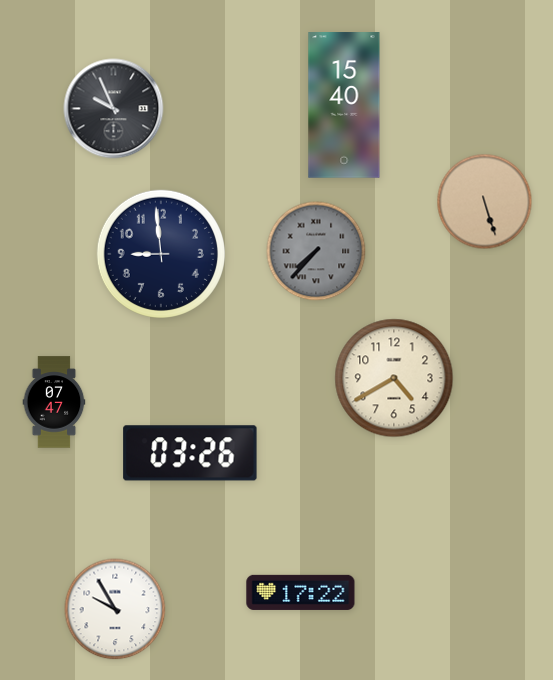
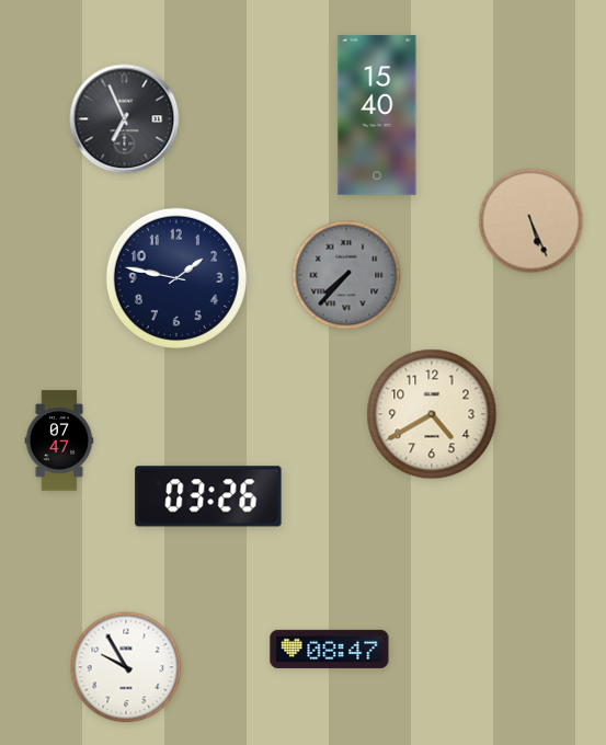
clock at (114, 109): 9:56 -> 6:56
clock at (485, 202): 5:27 -> 5:26
clock at (161, 254): 8:59 -> 1:47
clock at (301, 592): 17:22 -> 08:47
